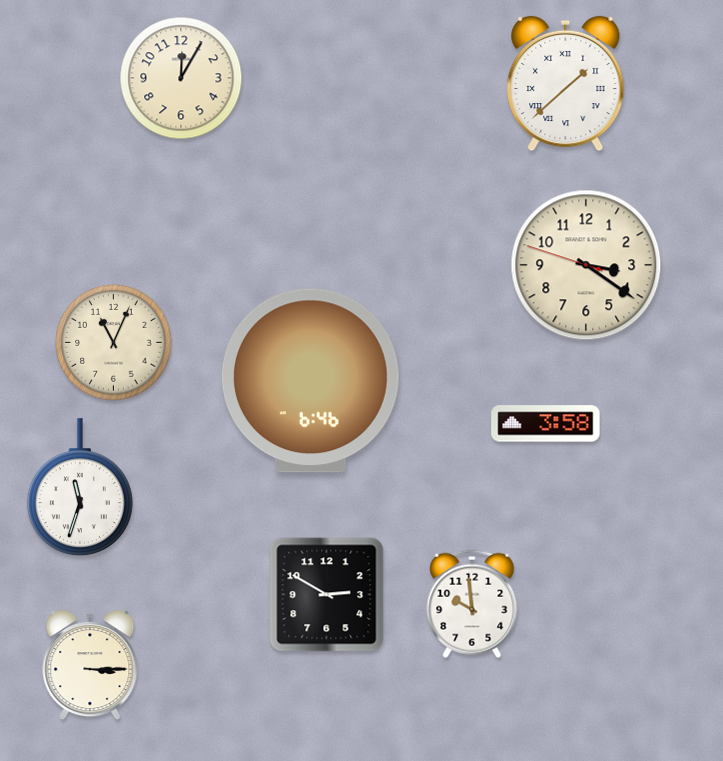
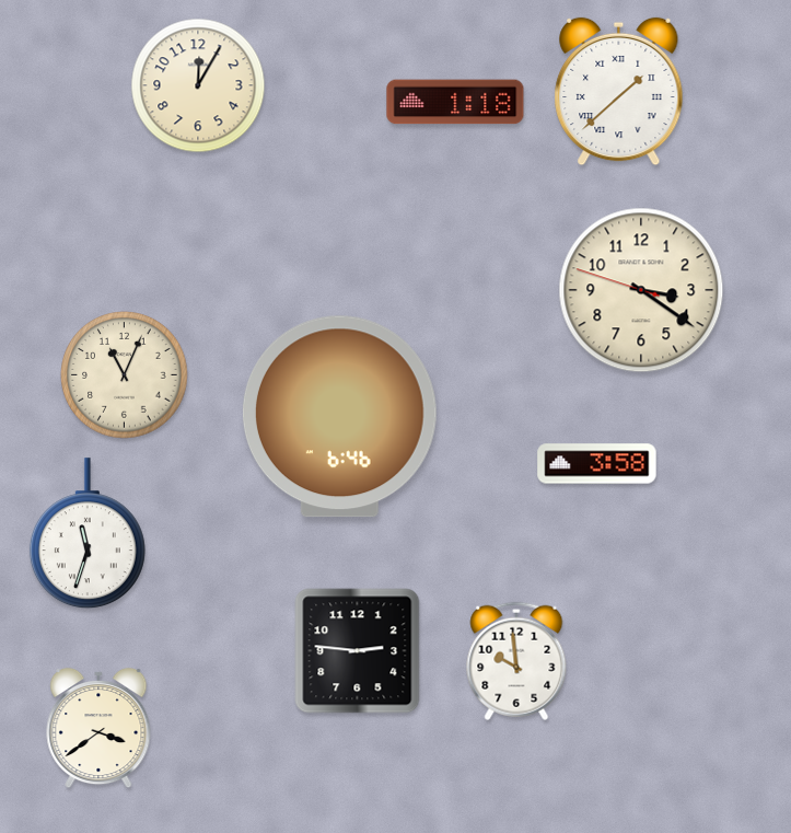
clock at (455, 102): none -> 1:18
clock at (327, 595): 2:50 -> 2:46
clock at (90, 665): 3:15 -> 3:39
